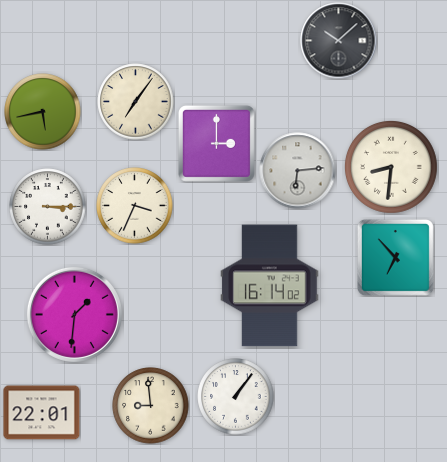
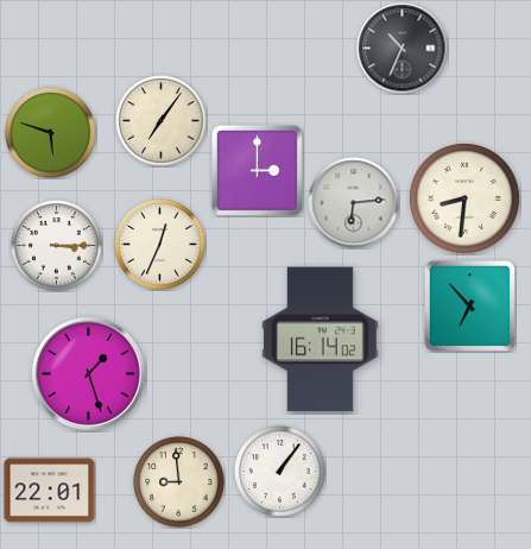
clock at (339, 41): 10:08 -> 10:34
clock at (43, 112): 5:43 -> 5:48
clock at (135, 206): 3:34 -> 12:34
clock at (74, 314): 1:31 -> 1:27
